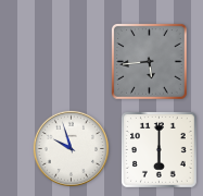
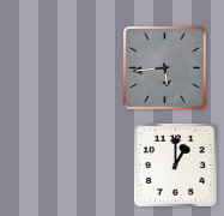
clock at (71, 148): 9:57 -> none
clock at (158, 149): 6:00 -> 1:00
